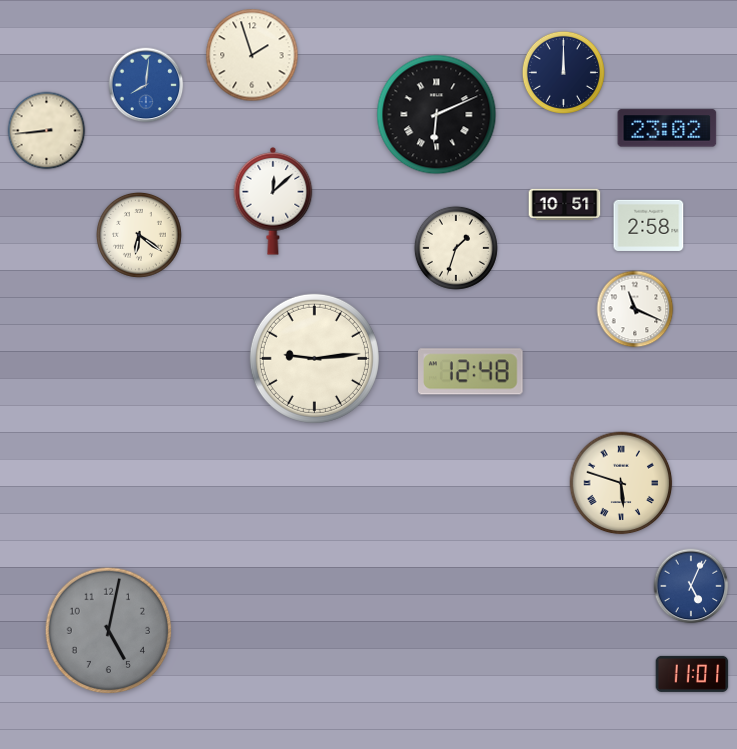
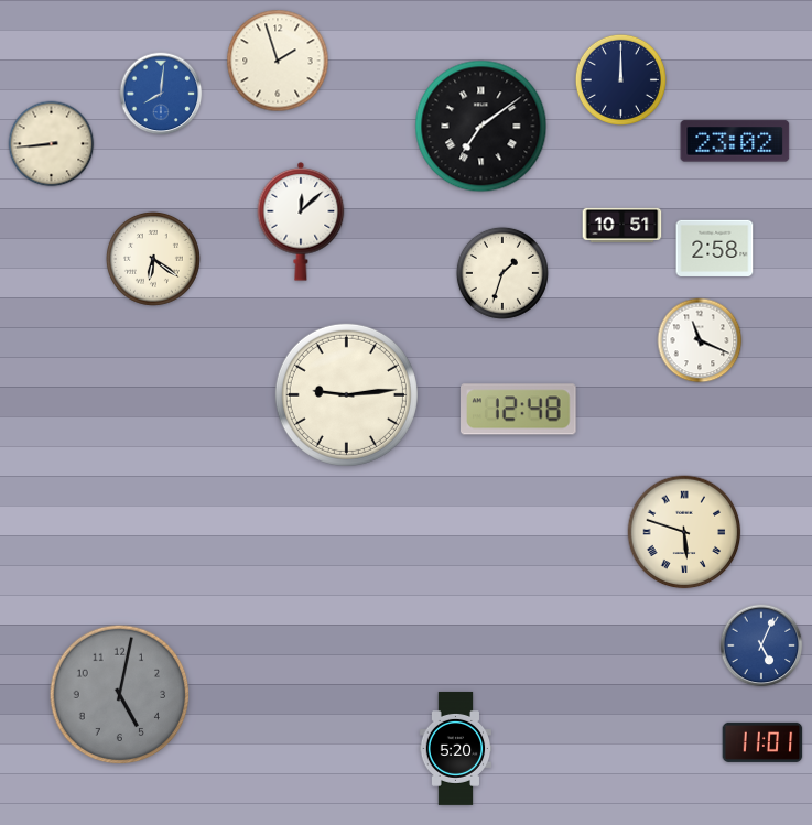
clock at (437, 115): 6:11 -> 7:09
clock at (456, 748): none -> 5:20
